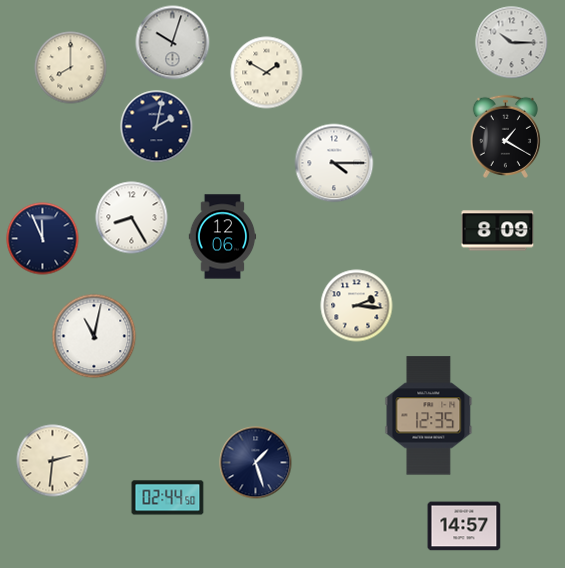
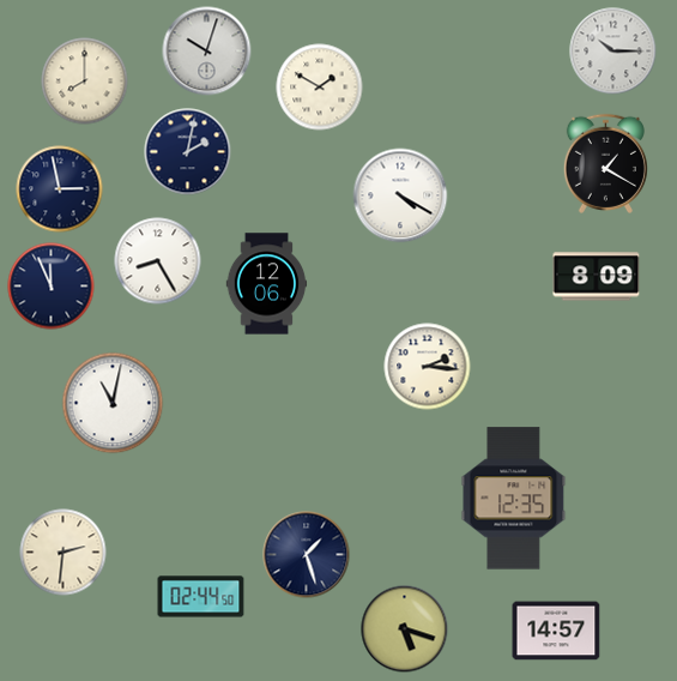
clock at (60, 189): none -> 2:58
clock at (334, 163): 4:15 -> 4:20
clock at (405, 629): none -> 5:18
